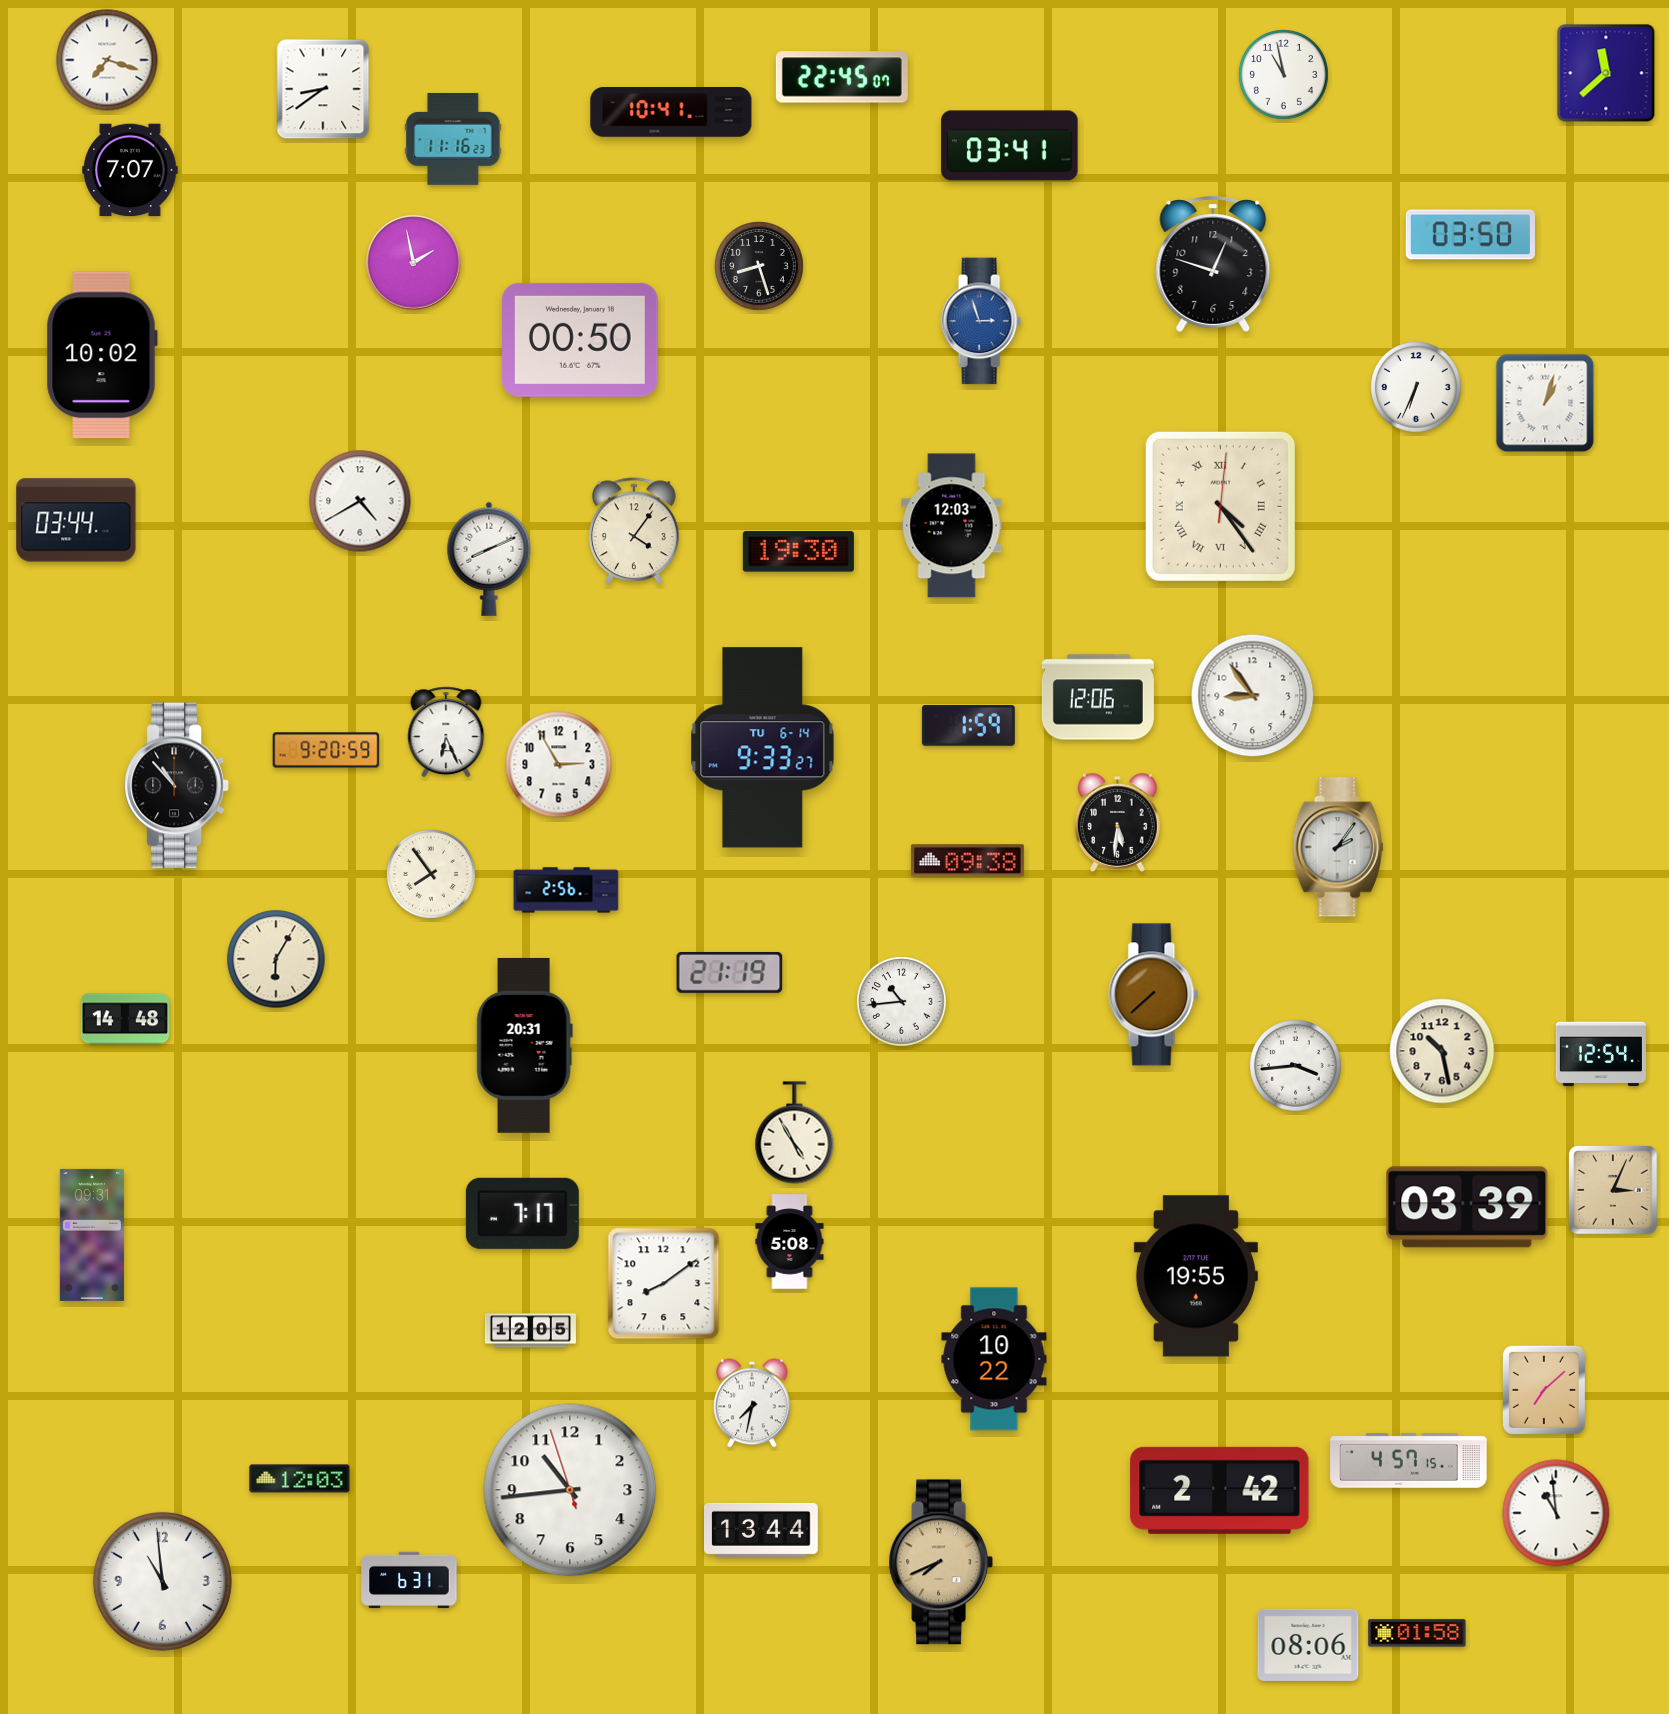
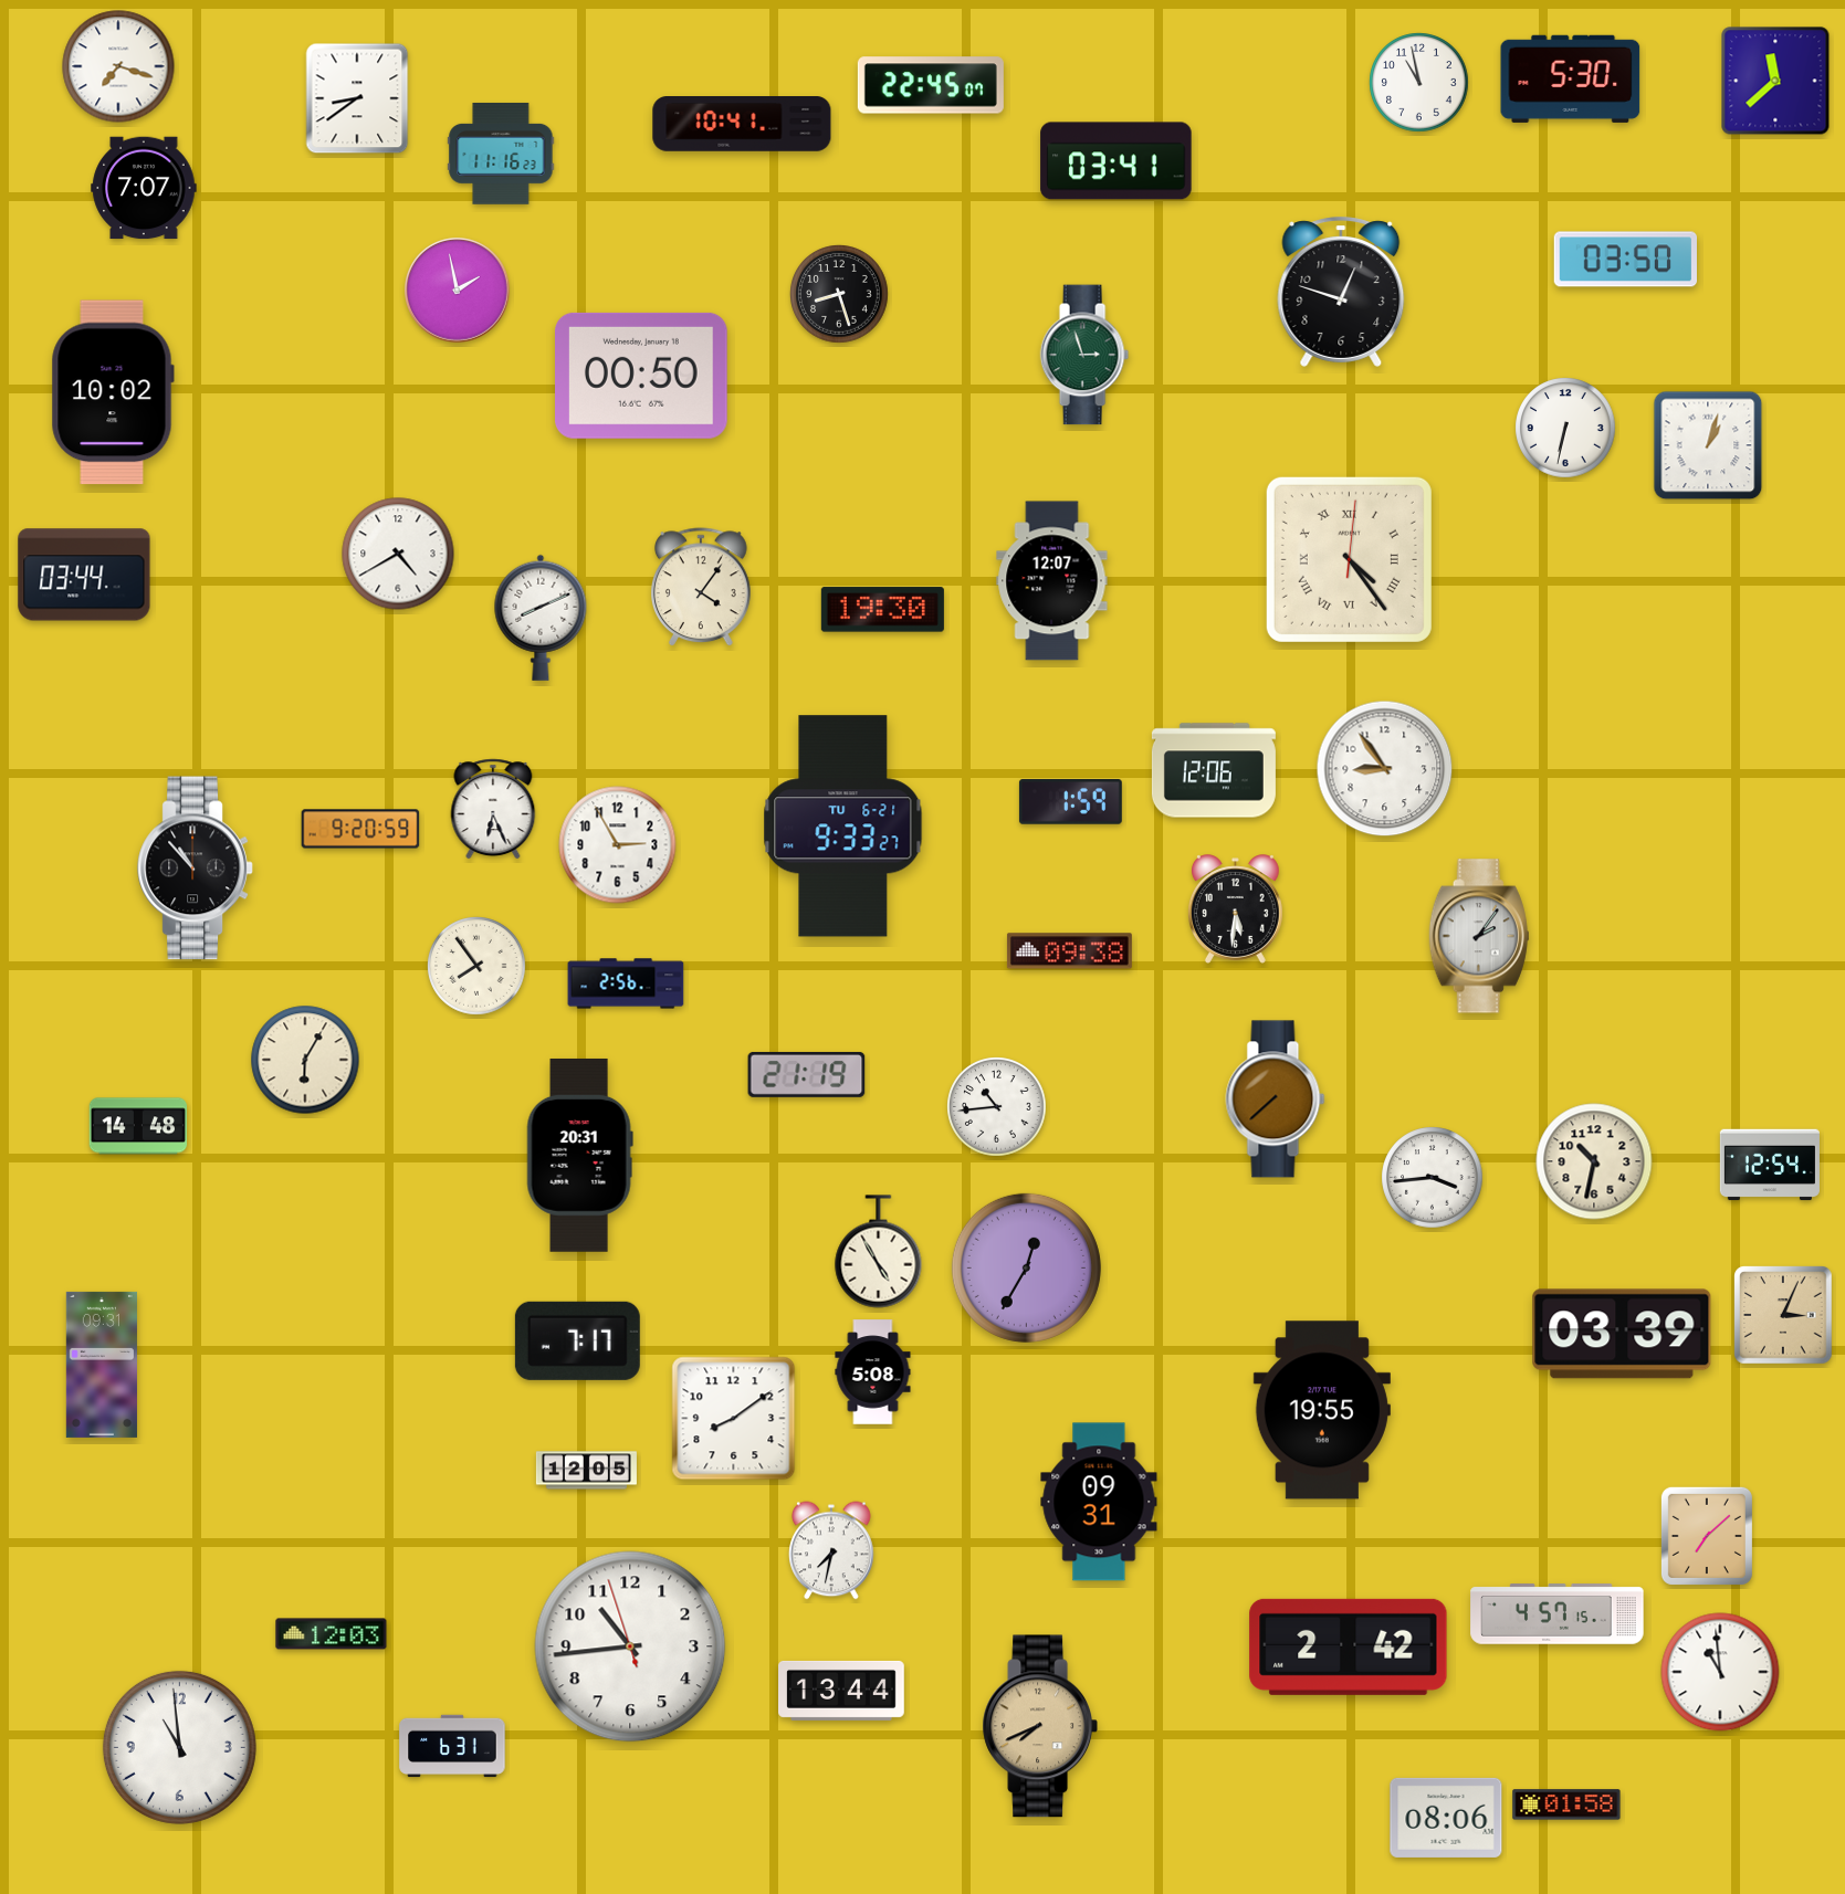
clock at (1571, 78): none -> 5:30
clock at (981, 321) dial: blue -> green
clock at (1416, 387): 6:34 -> 6:32
clock at (952, 526): 12:03 -> 12:07
clock at (763, 748) date: TU 6-14 -> TU 6-21
clock at (1442, 1051): 10:28 -> 10:32
clock at (1026, 1267): none -> 12:35
clock at (994, 1359): 10:22 -> 09:31
